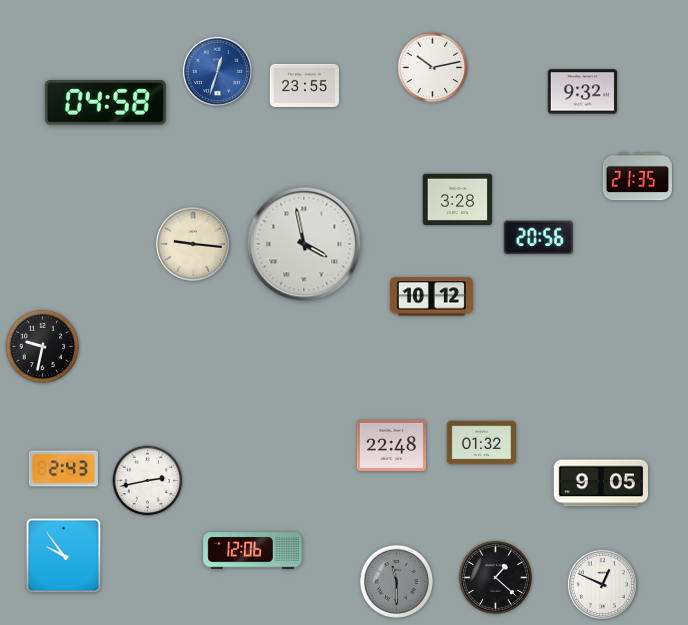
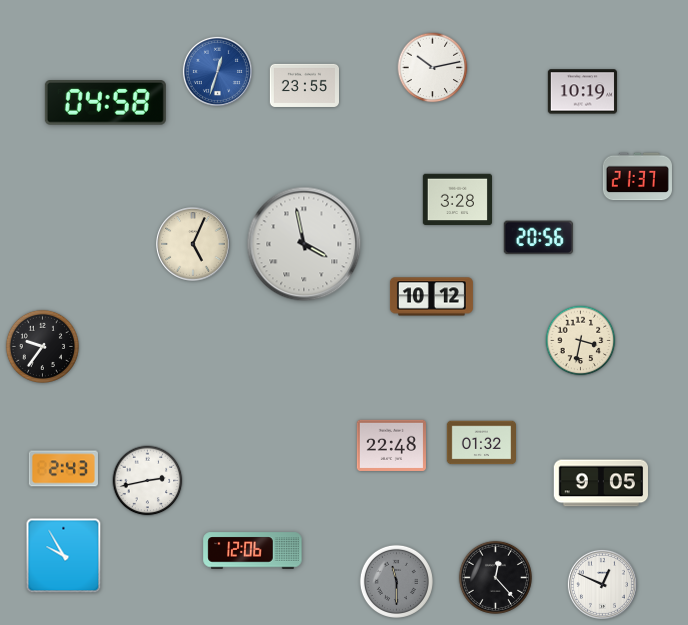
clock at (582, 92): 9:32 -> 10:19
clock at (637, 177): 21:35 -> 21:37
clock at (193, 244): 9:16 -> 5:04
clock at (581, 341): none -> 3:32
clock at (42, 346): 9:32 -> 9:36
clock at (64, 556): 9:54 -> 9:55
clock at (495, 577): 1:22 -> 12:23
